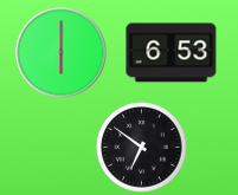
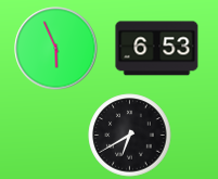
clock at (62, 53): 6:00 -> 5:56
clock at (142, 148): 6:51 -> 6:40
